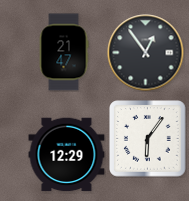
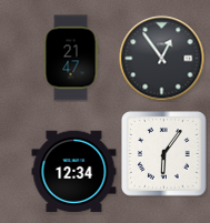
clock at (67, 155): 12:29 -> 12:34
